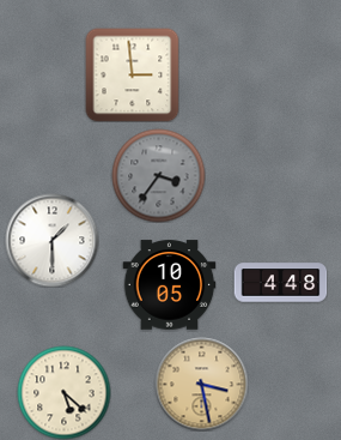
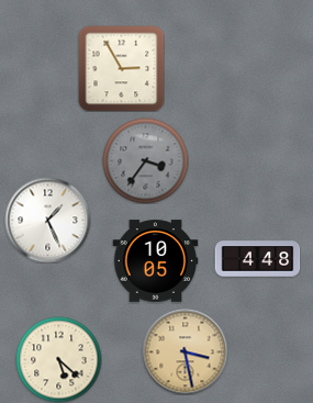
clock at (132, 74): 2:59 -> 2:55
clock at (51, 240): 1:30 -> 1:26
